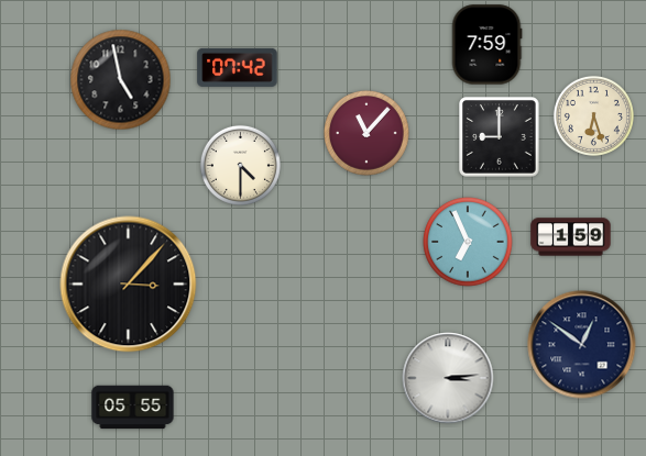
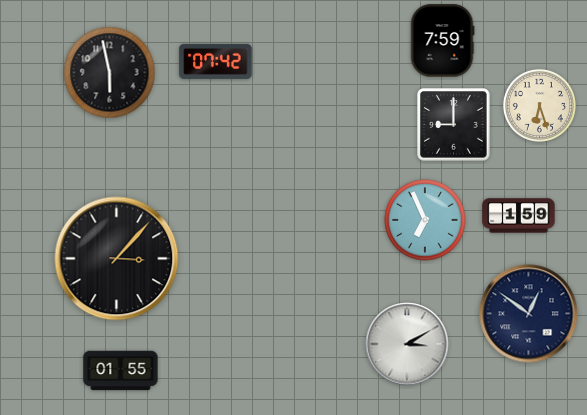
clock at (121, 80): 4:58 -> 5:58
clock at (368, 134): 11:07 -> none
clock at (240, 165): 4:30 -> none
clock at (448, 378): 3:14 -> 3:10
clock at (133, 408): 05:55 -> 01:55
